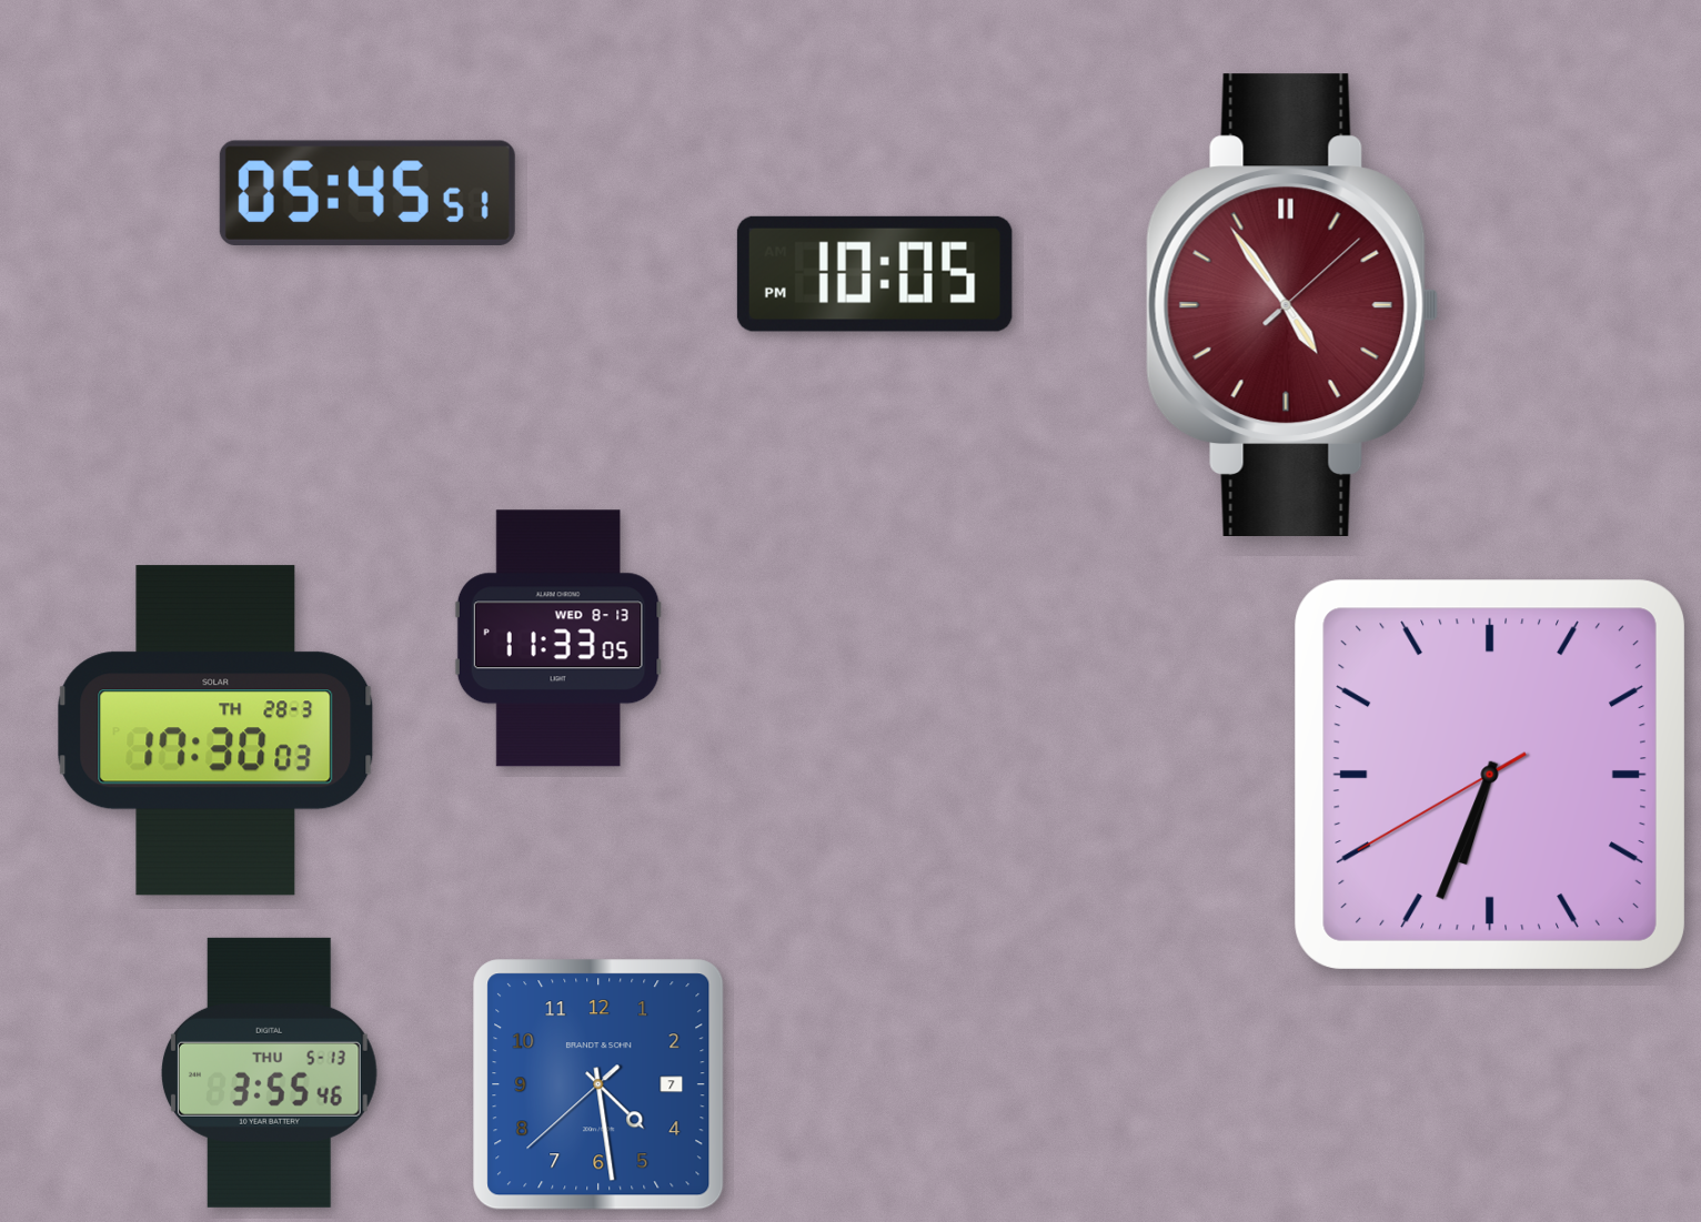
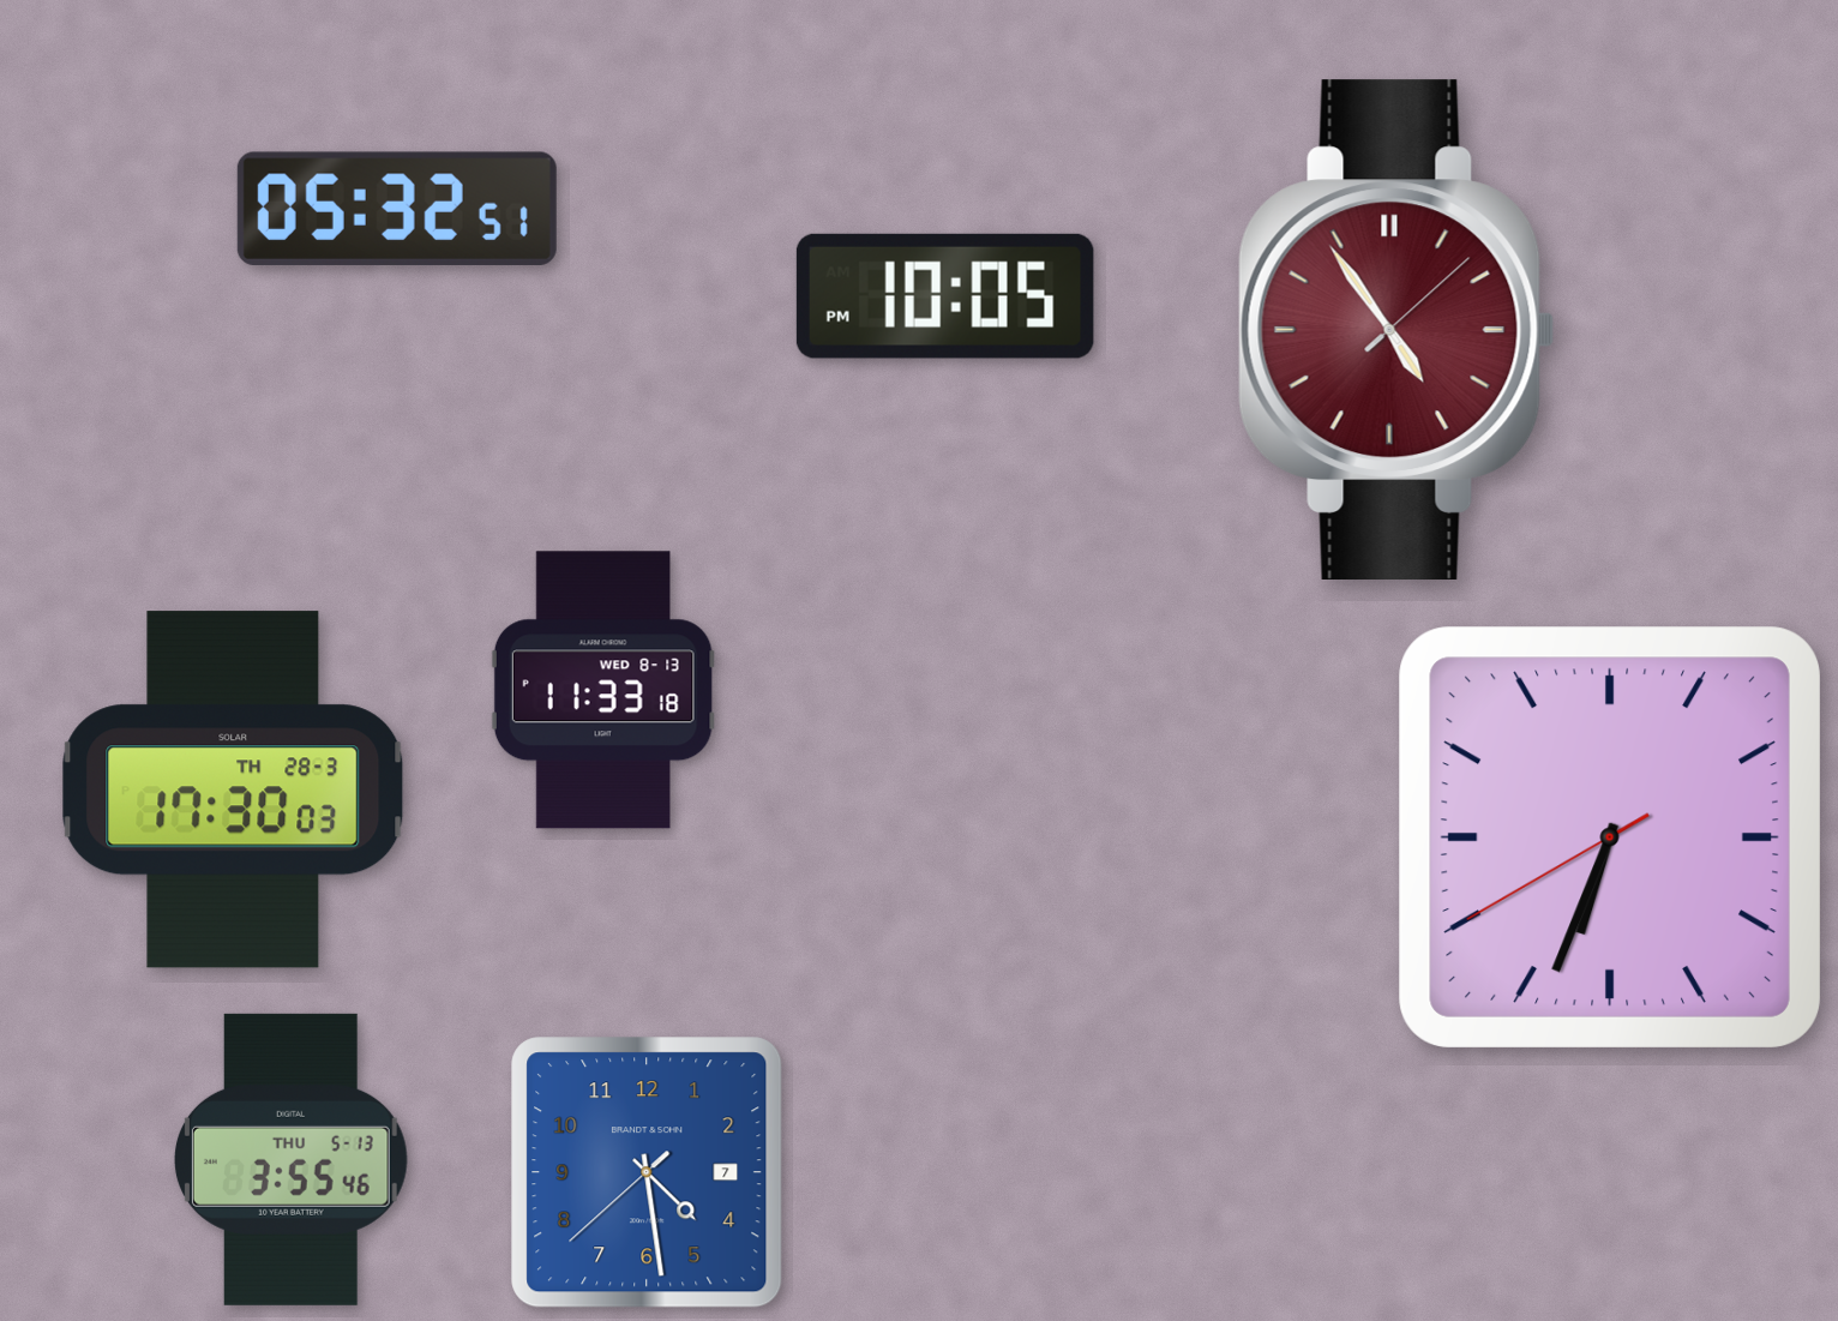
clock at (368, 193): 05:45 -> 05:32
clock at (558, 638): 11:33:05 -> 11:33:18
